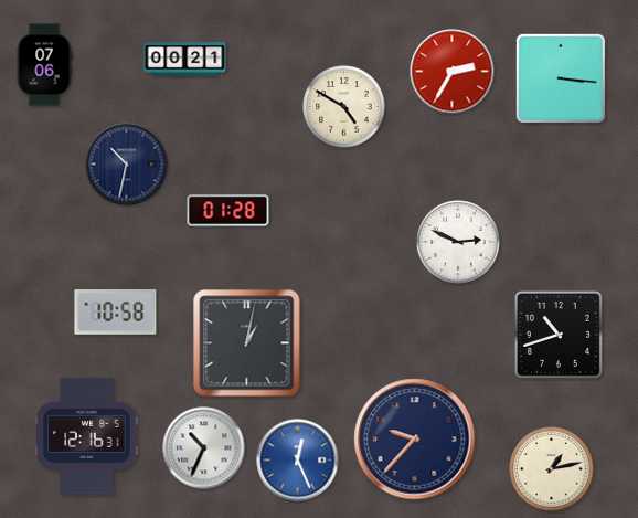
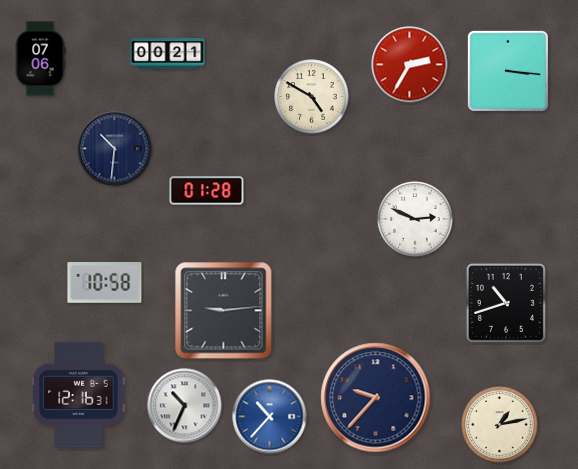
clock at (127, 165): 10:32 -> 10:31
clock at (247, 343): 1:02 -> 9:14
clock at (298, 461): 12:26 -> 10:37
